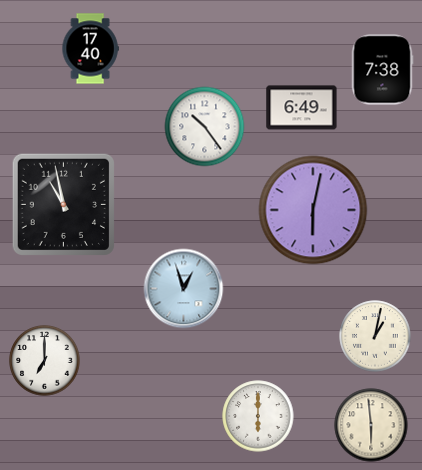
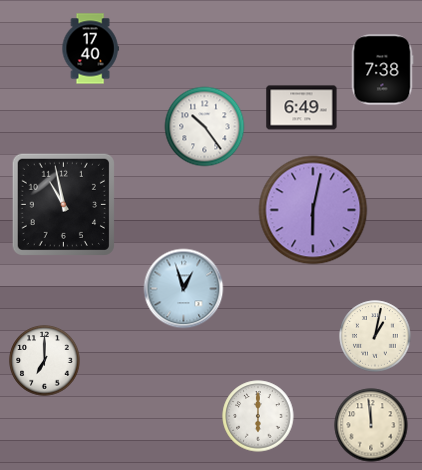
clock at (371, 425): 5:59 -> 11:59
